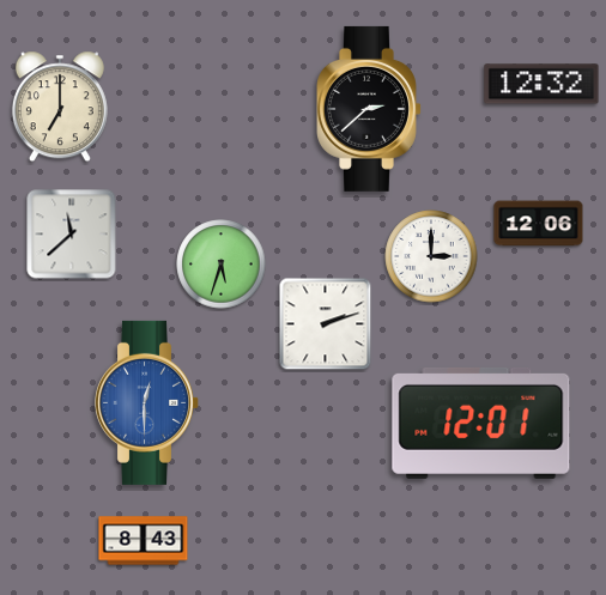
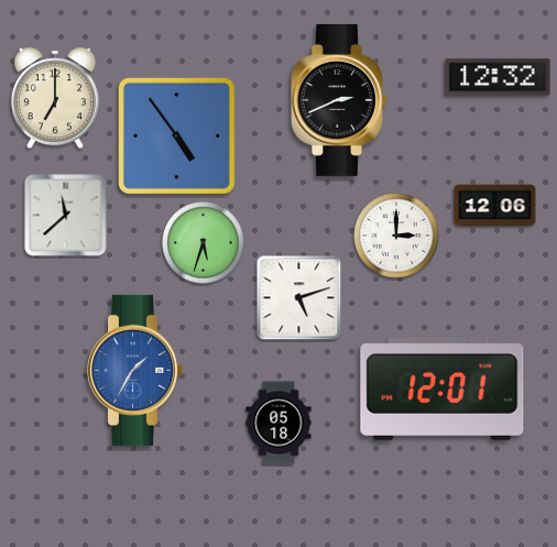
clock at (370, 109): 2:38 -> 2:41
clock at (177, 136): none -> 4:54
clock at (326, 324): 2:12 -> 5:12
clock at (147, 402): 12:30 -> 1:35
clock at (278, 423): none -> 05:18
clock at (144, 541): 8:43 -> none
